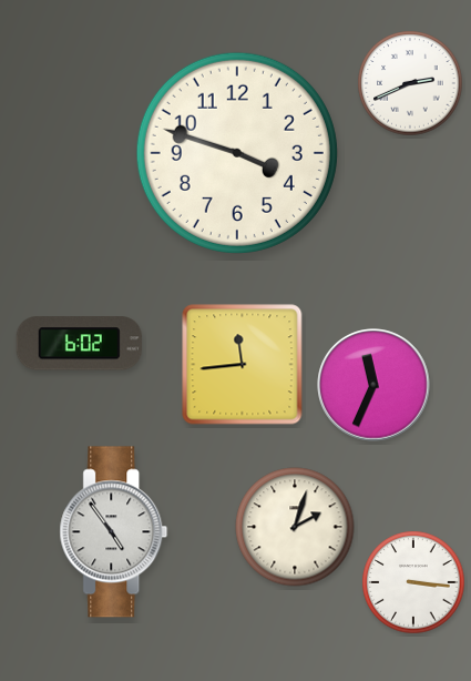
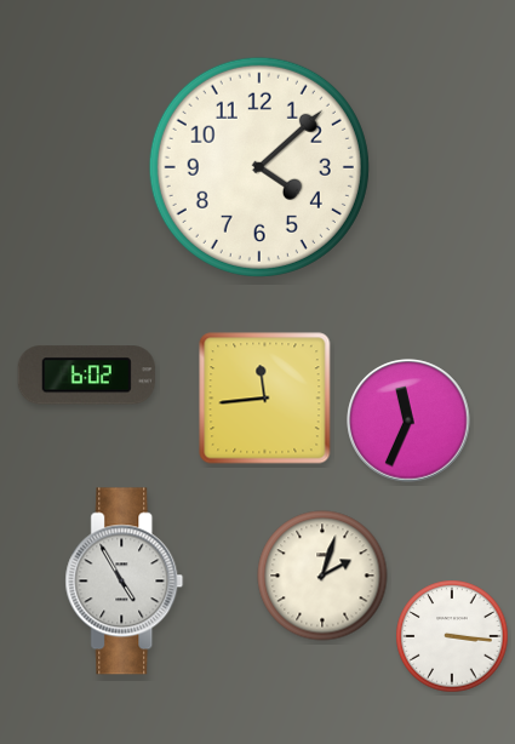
clock at (410, 83): 2:41 -> none
clock at (237, 153): 3:48 -> 4:08
clock at (114, 532): 4:54 -> 4:55
